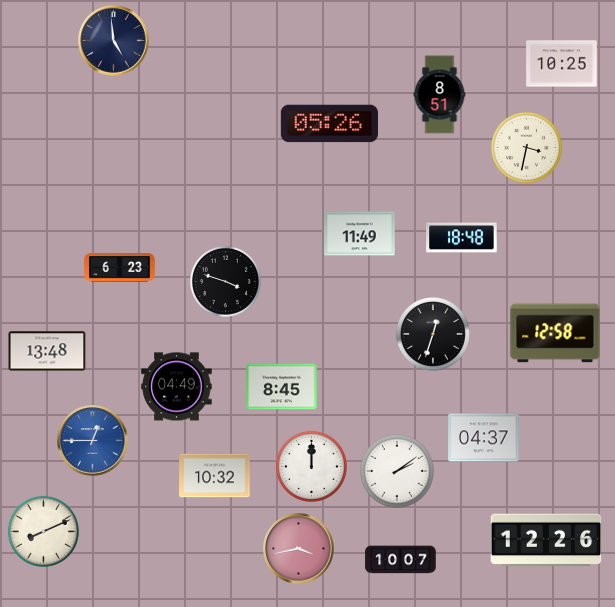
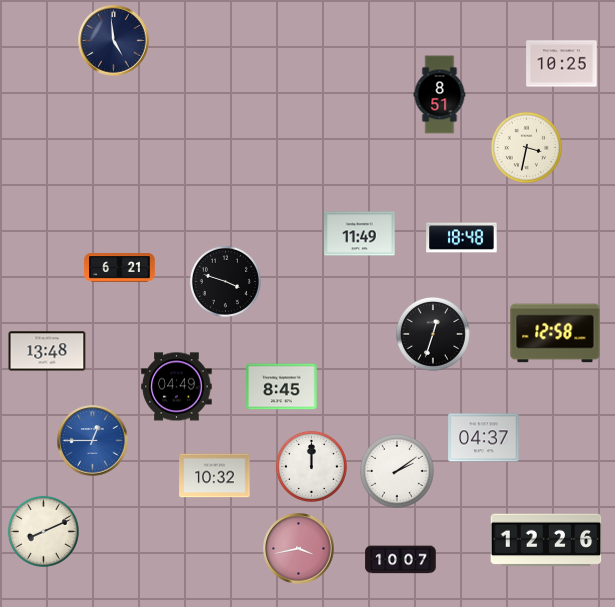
clock at (329, 124): 05:26 -> none
clock at (120, 268): 6:23 -> 6:21
